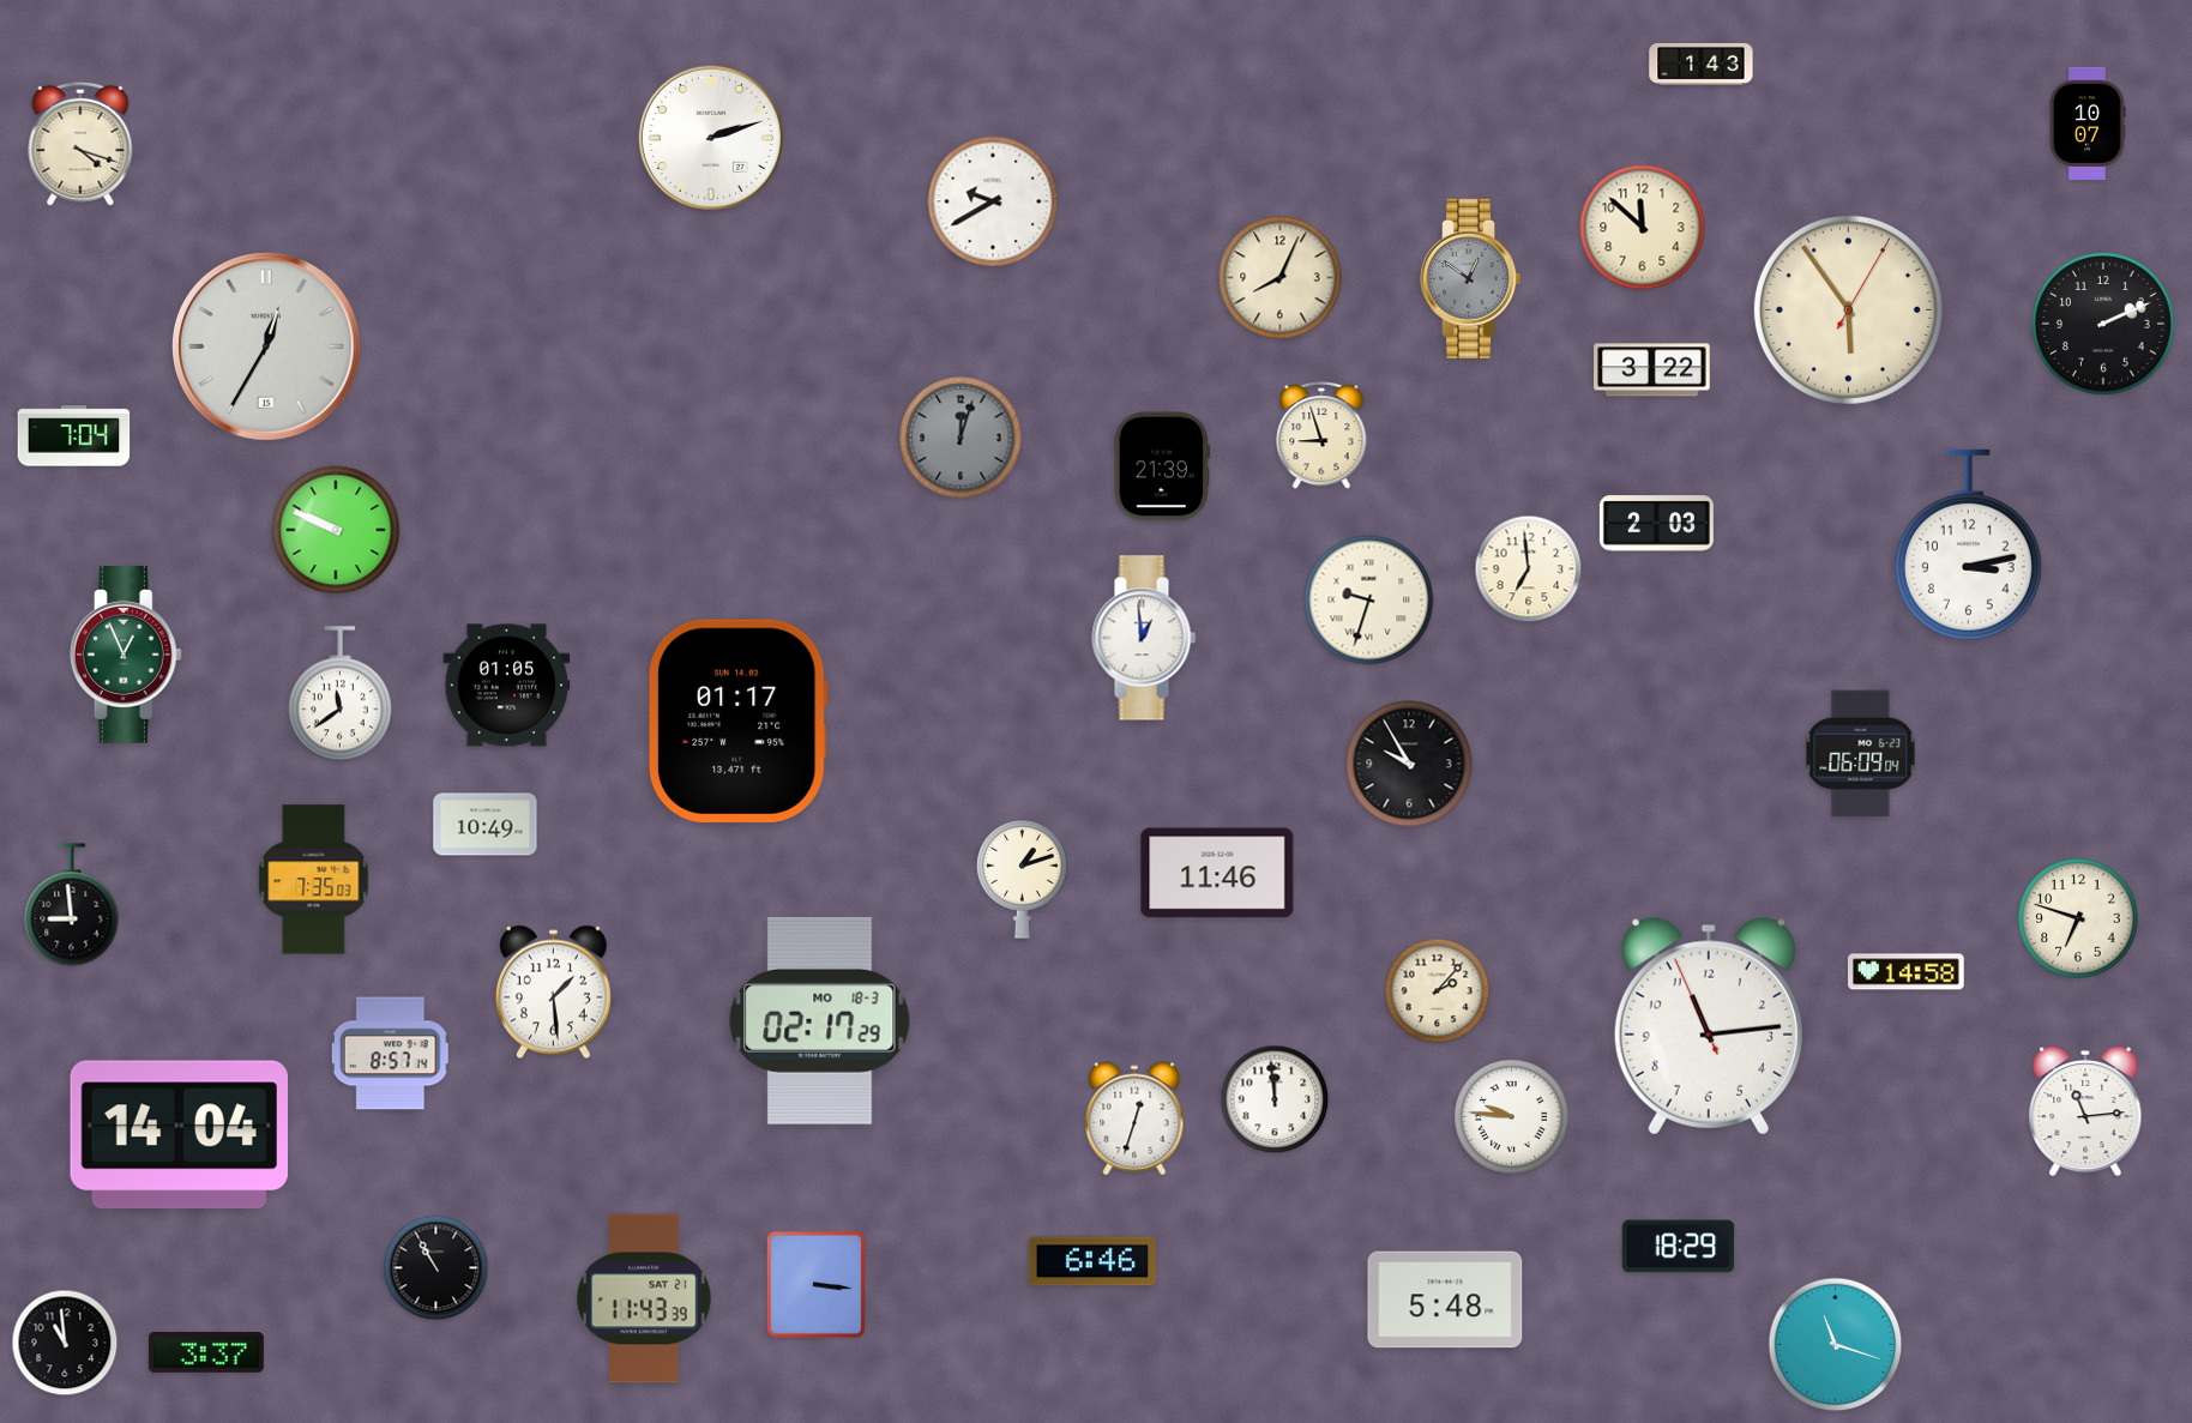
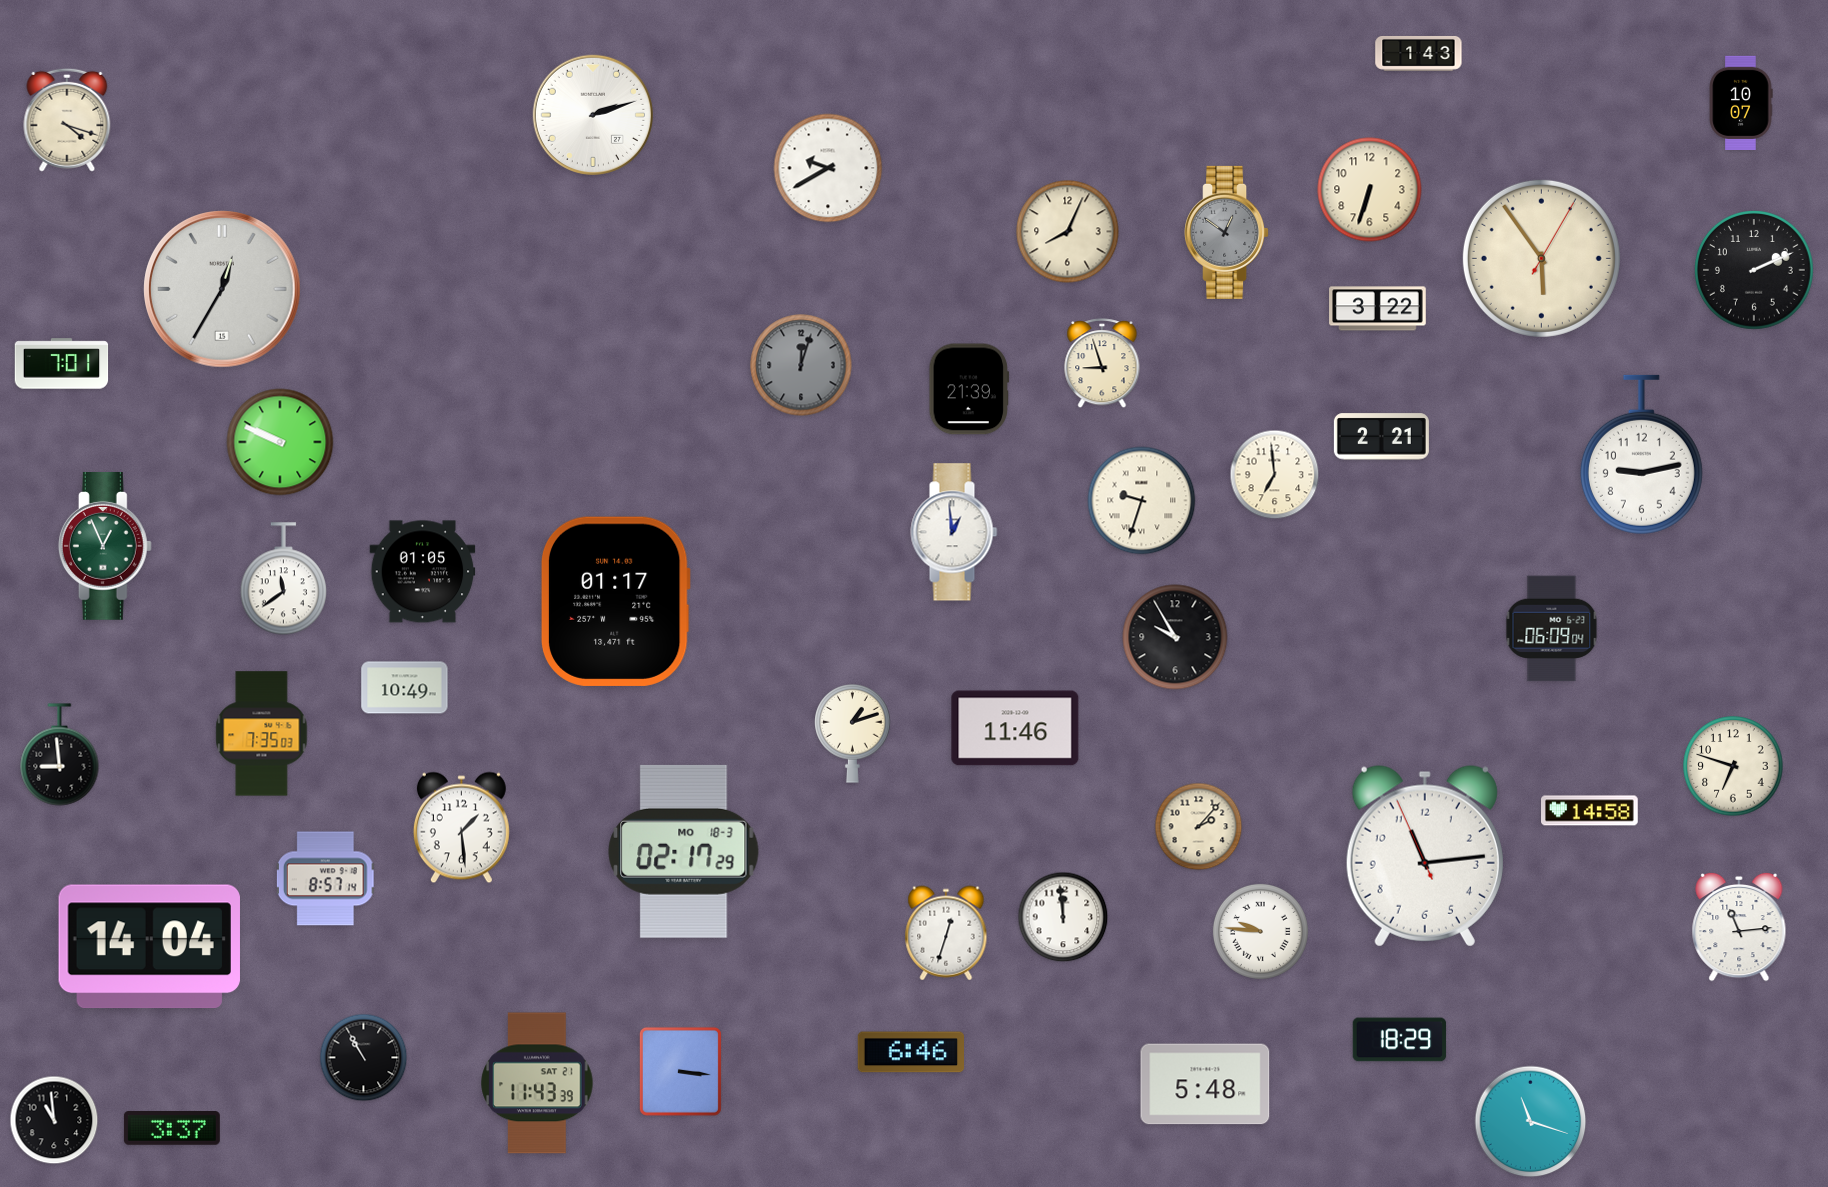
clock at (1643, 228): 11:52 -> 6:33
clock at (74, 436): 7:04 -> 7:01
clock at (1656, 524): 2:03 -> 2:21
clock at (1968, 545): 3:13 -> 9:13
